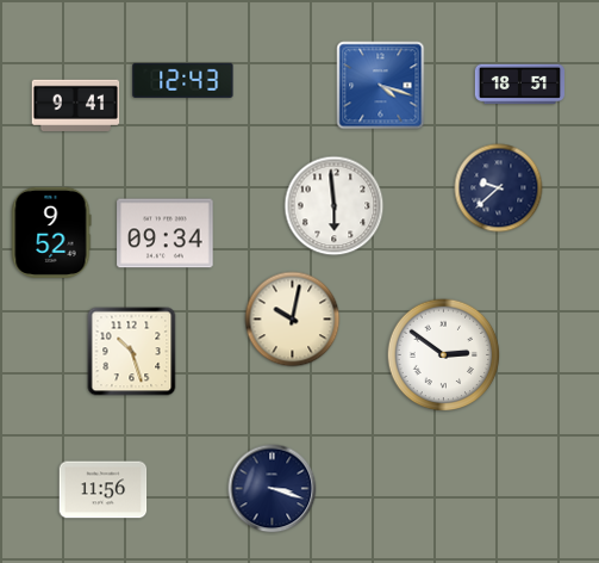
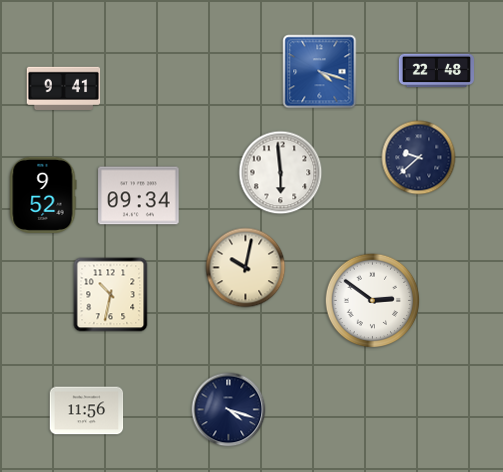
clock at (183, 80): 12:43 -> none
clock at (519, 85): 18:51 -> 22:48
clock at (132, 352): 10:27 -> 10:32
clock at (444, 355) position: (444, 355) -> (373, 301)
clock at (273, 489): 3:18 -> 4:18
